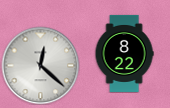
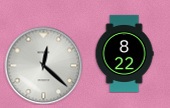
clock at (40, 65) position: (40, 65) -> (43, 65)
